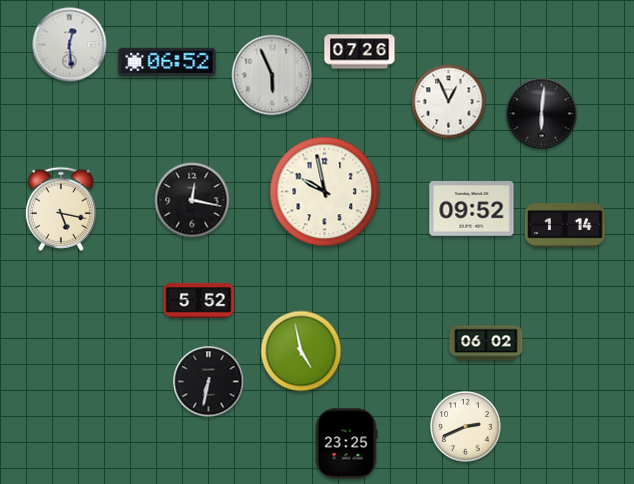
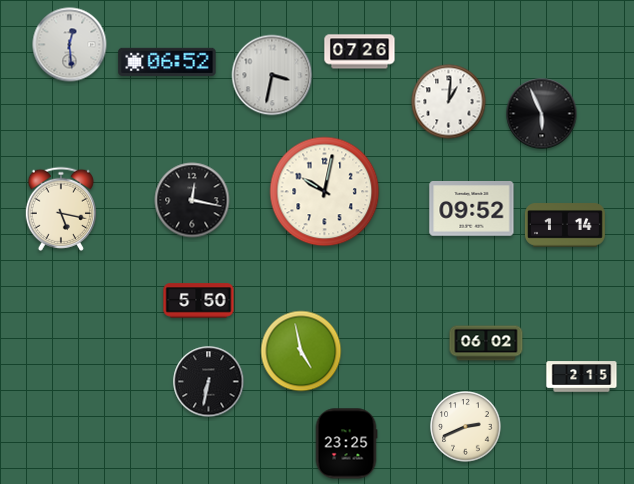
clock at (272, 75): 5:56 -> 3:32
clock at (449, 102): 12:56 -> 1:01
clock at (542, 114): 6:01 -> 5:56
clock at (325, 192): 9:58 -> 10:02
clock at (199, 301): 5:52 -> 5:50
clock at (582, 377): none -> 2:15
